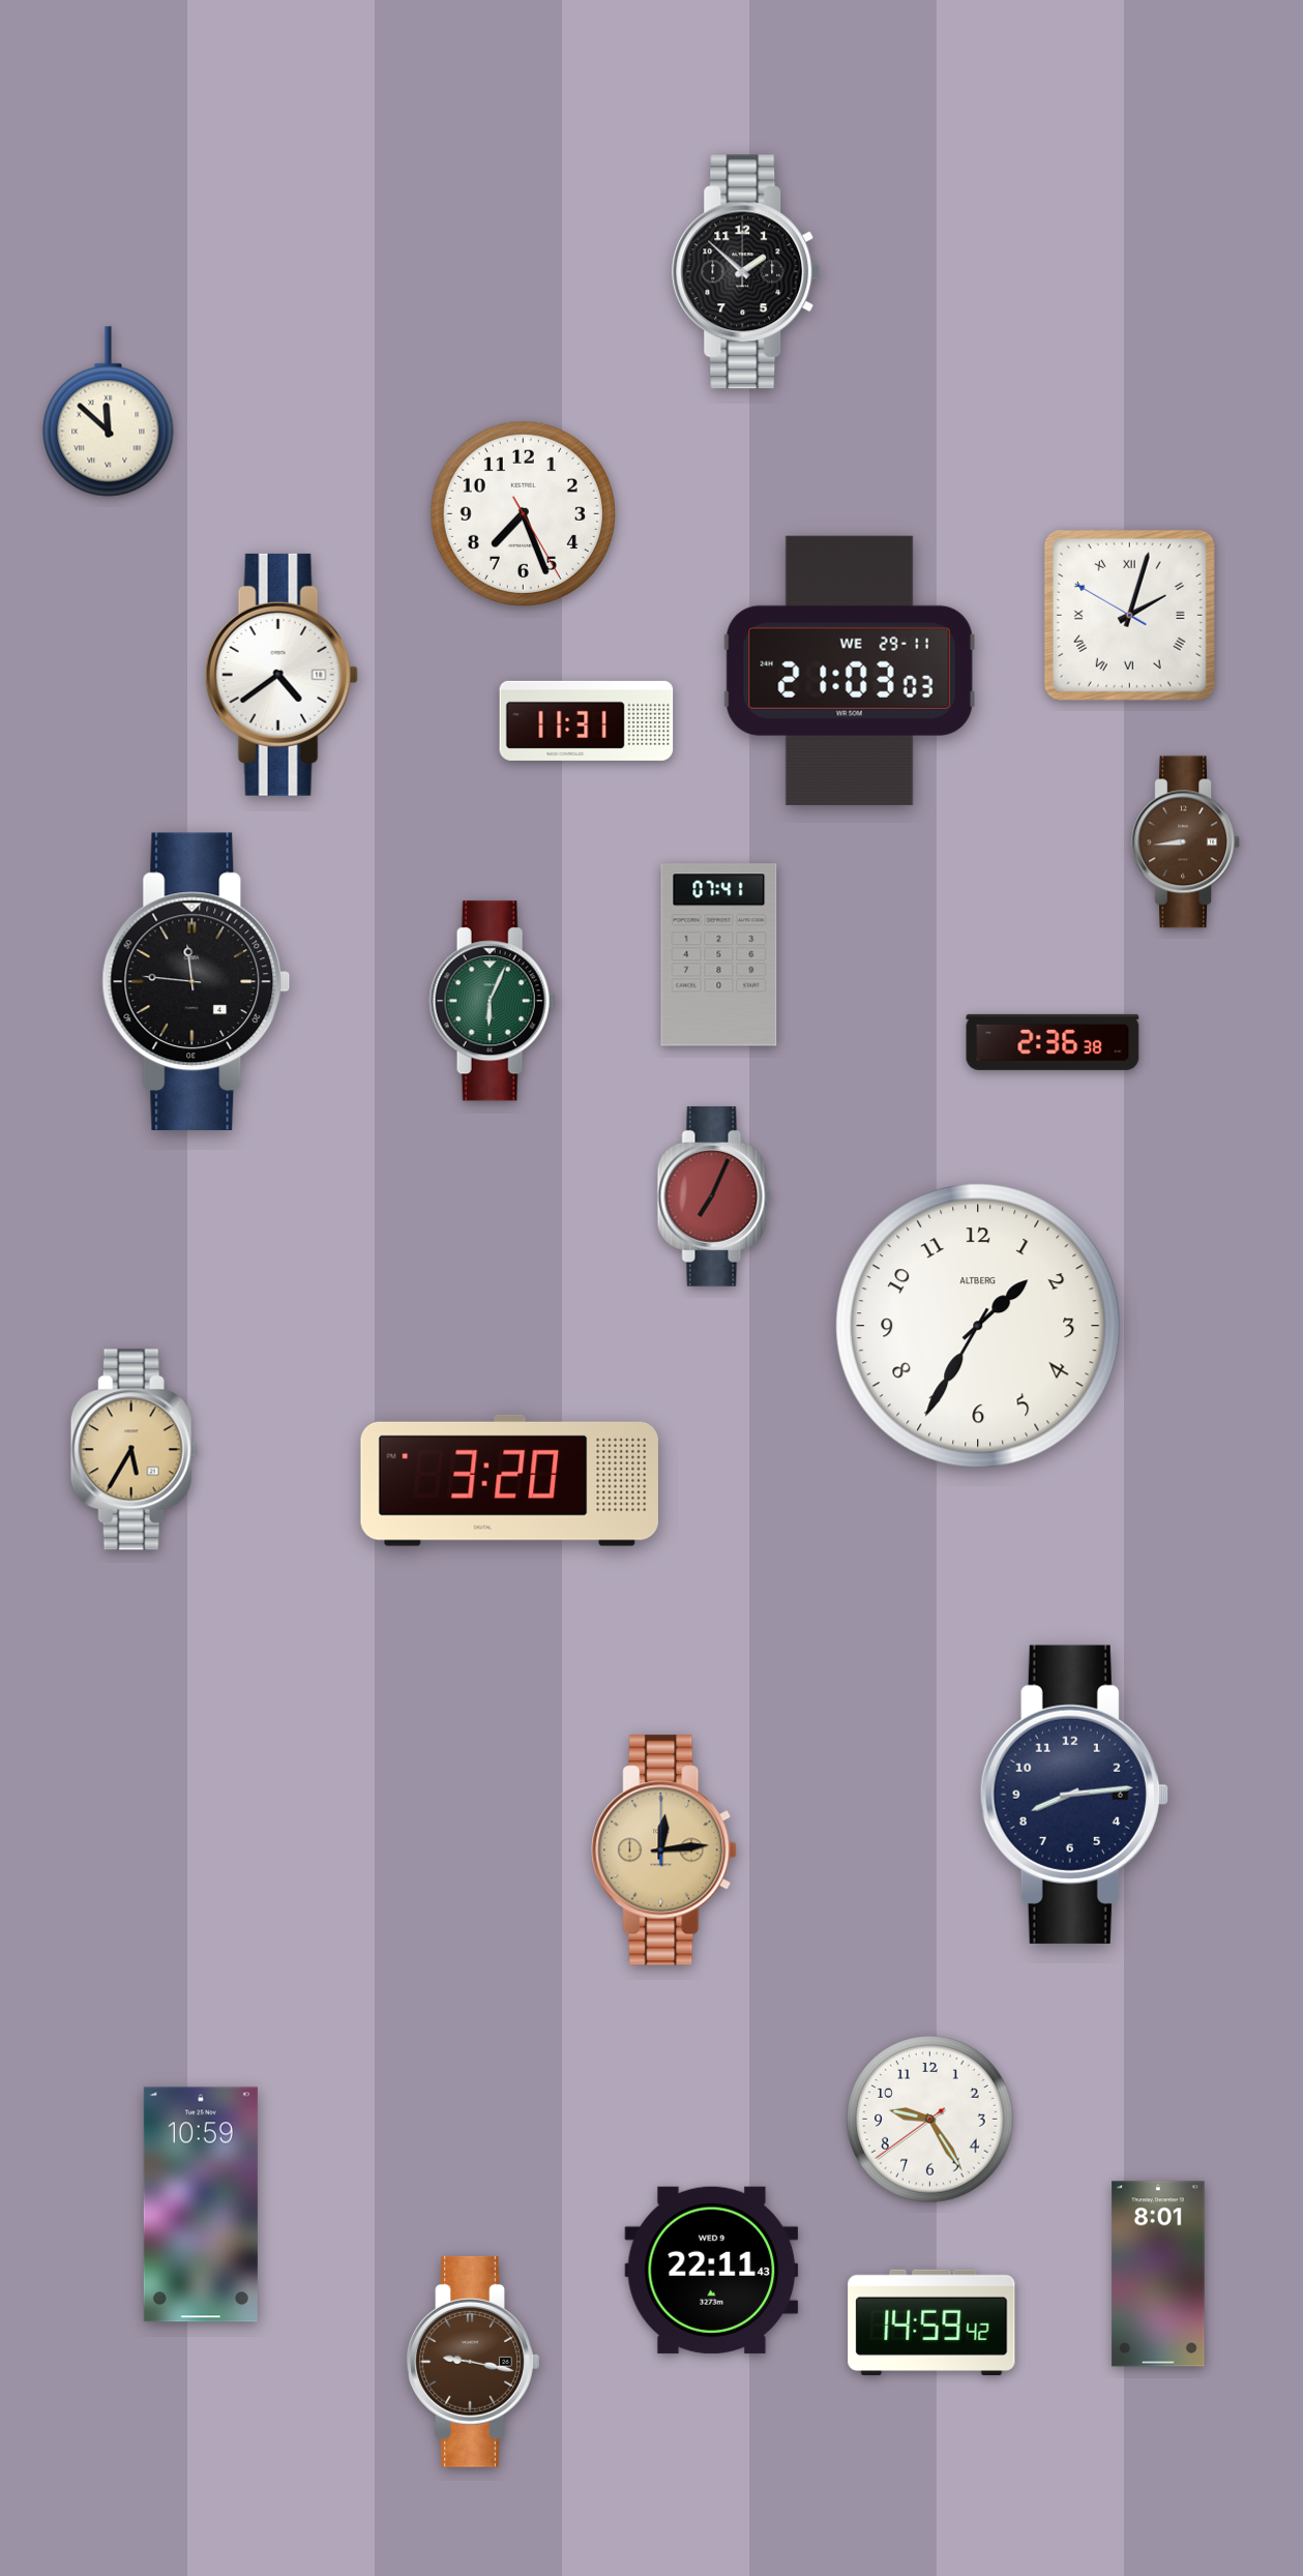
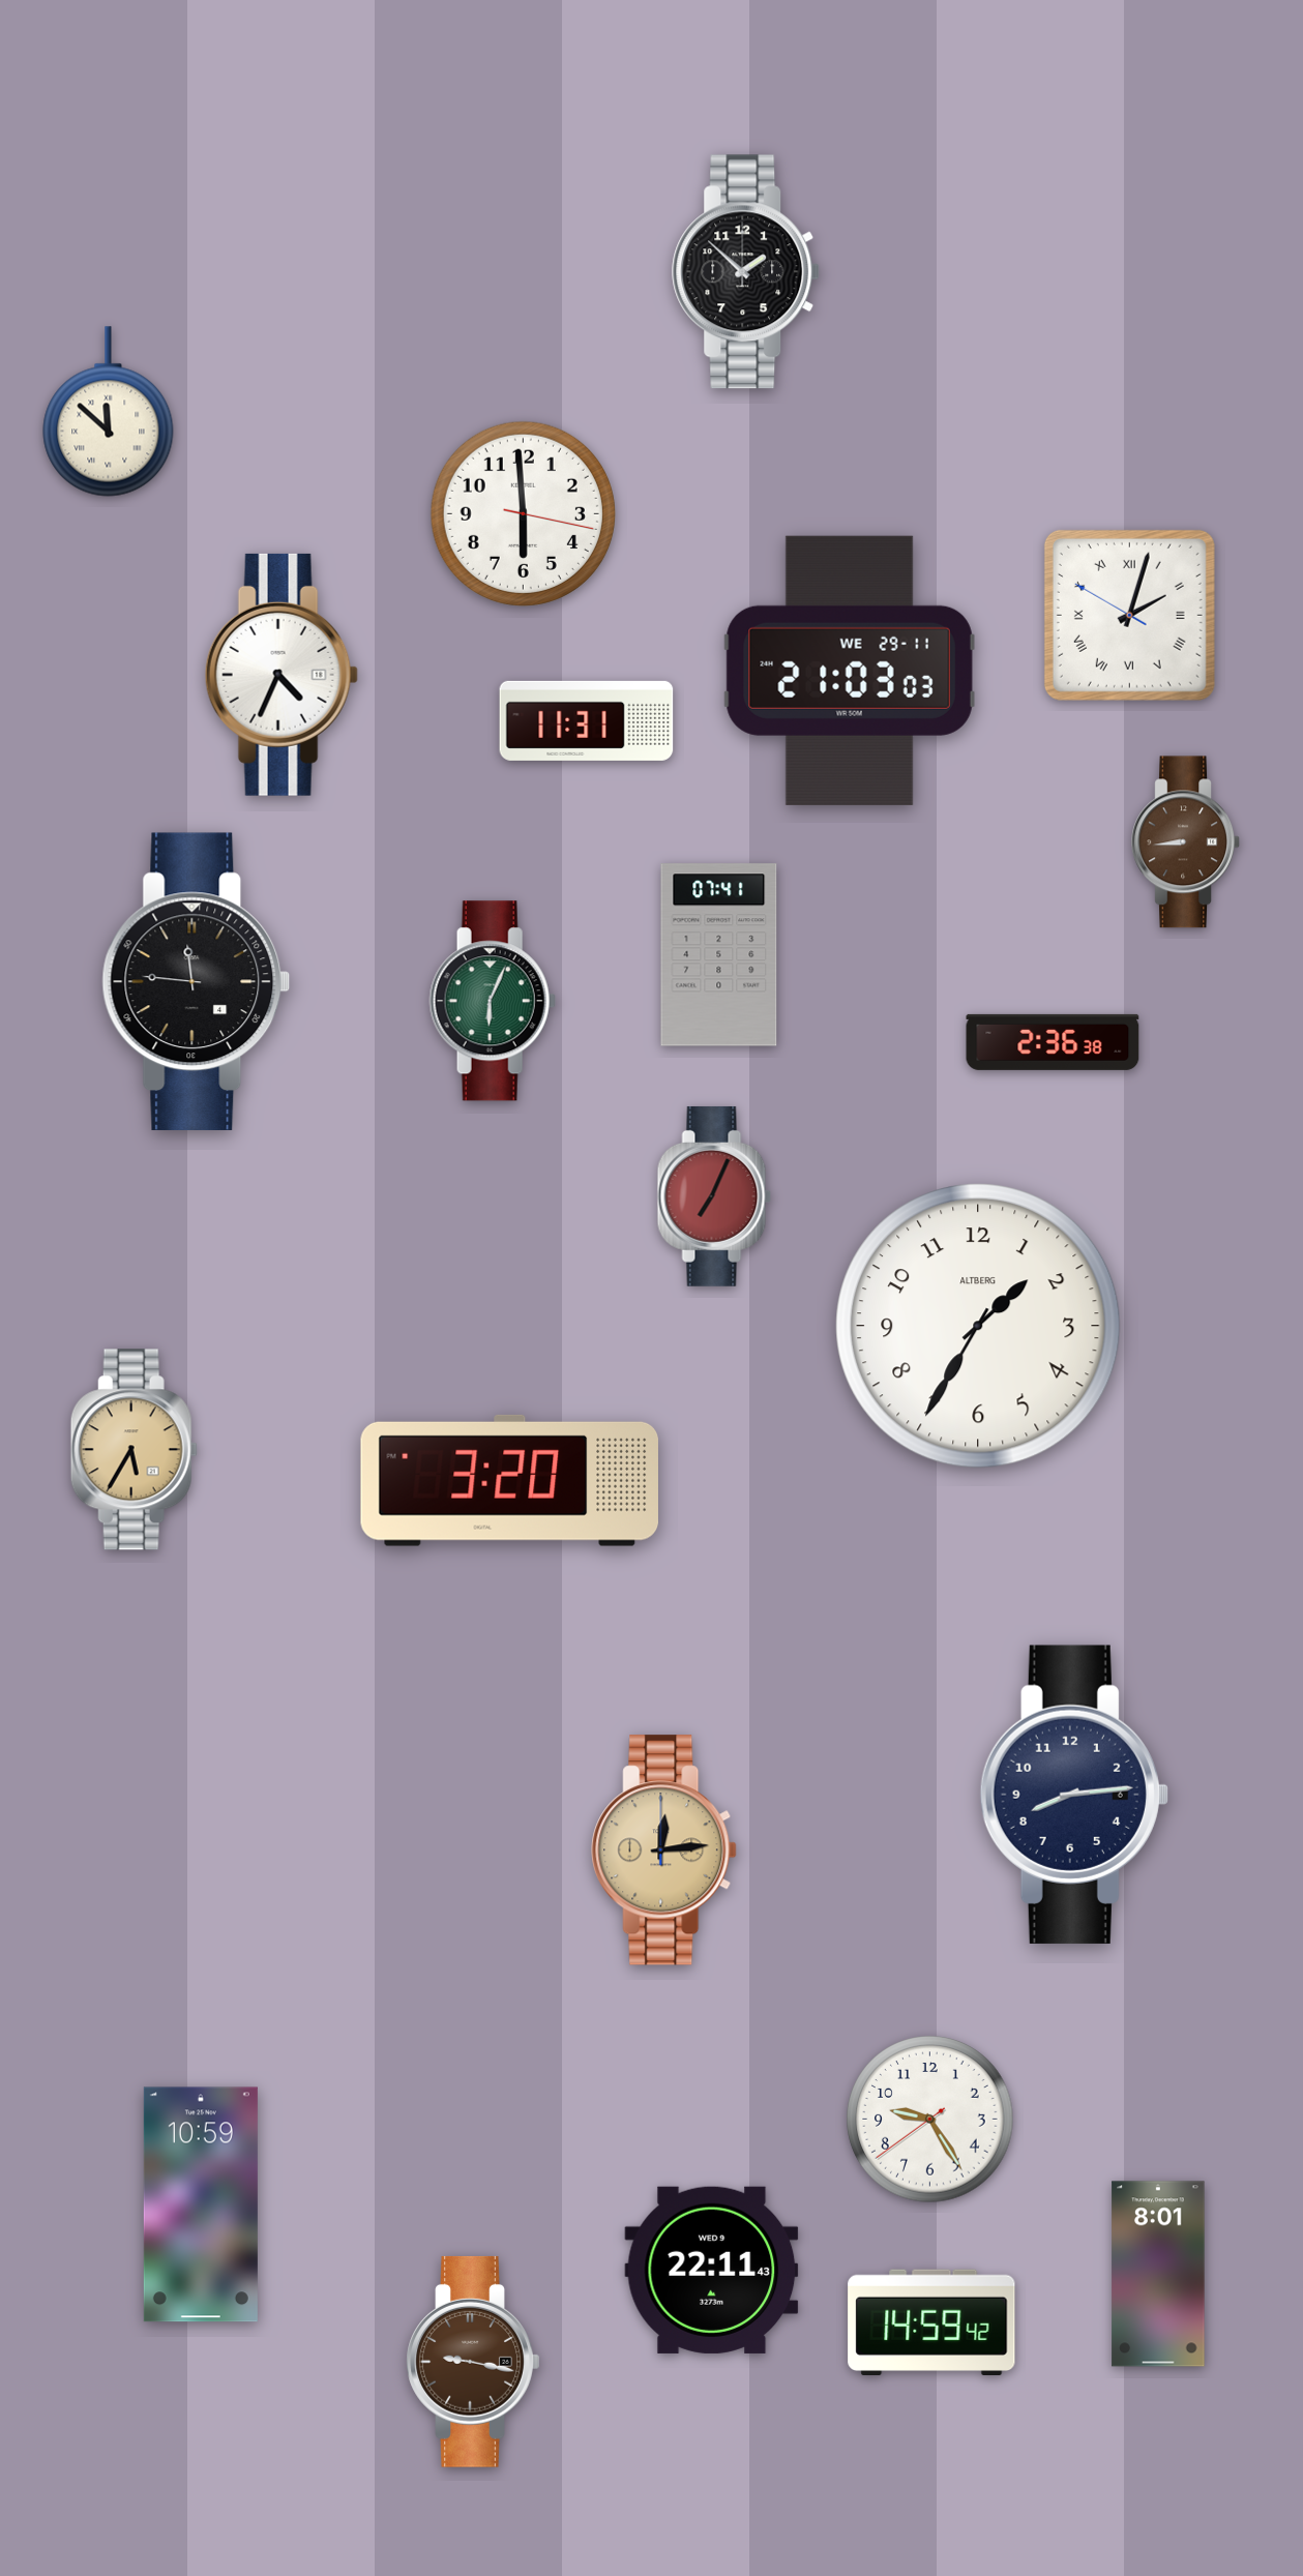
clock at (523, 513): 7:26 -> 5:59
clock at (282, 675): 4:39 -> 4:34
